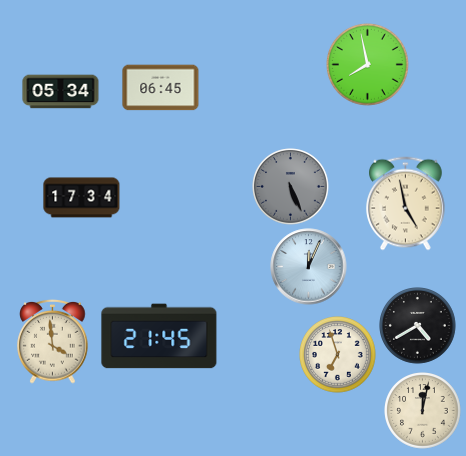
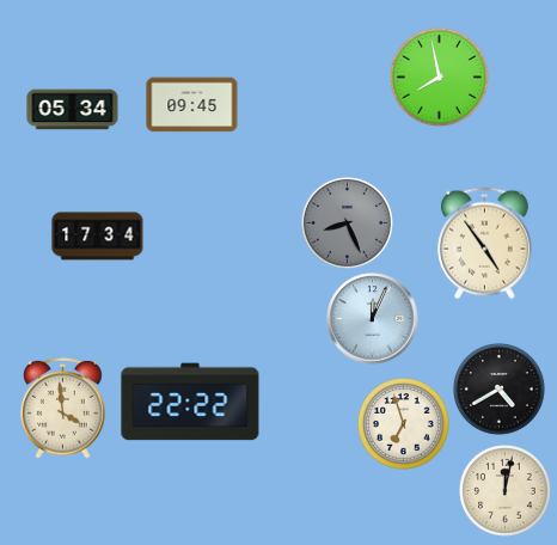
clock at (161, 88): 06:45 -> 09:45
clock at (291, 187): 5:26 -> 8:26
clock at (406, 204): 4:58 -> 4:54
clock at (309, 267) position: (309, 267) -> (373, 319)
clock at (159, 336): 21:45 -> 22:22
